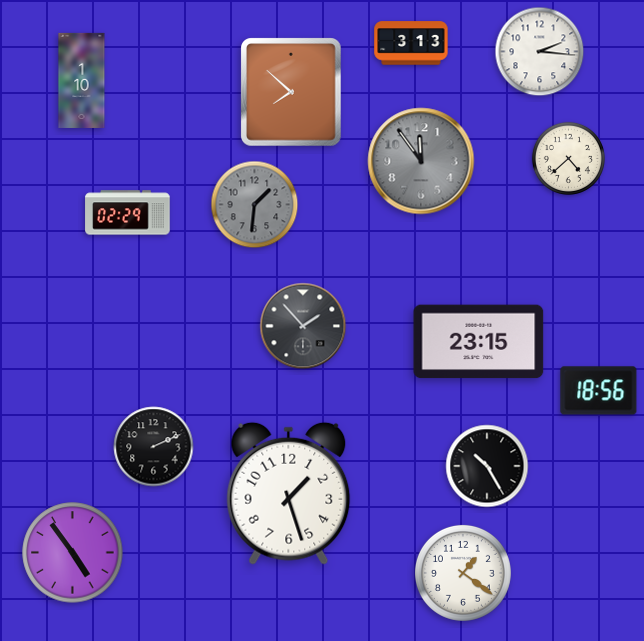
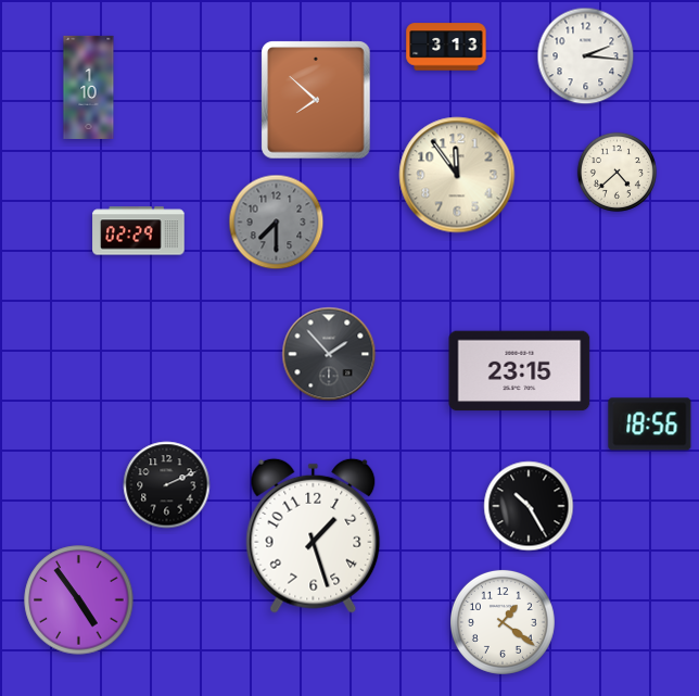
clock at (421, 161) dial: grey -> cream
clock at (255, 205): 1:31 -> 7:30
